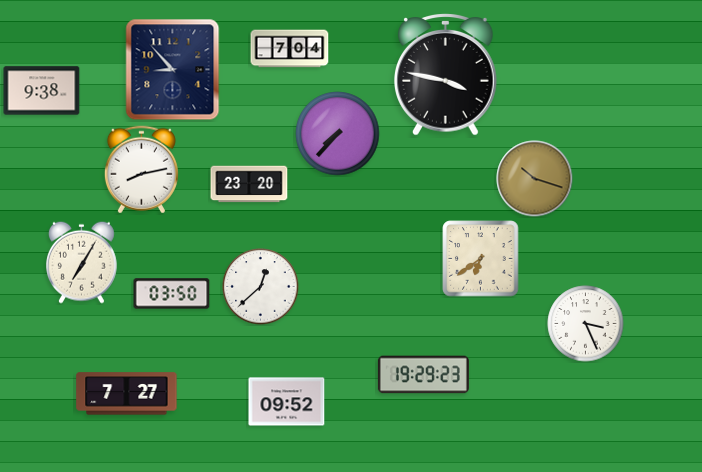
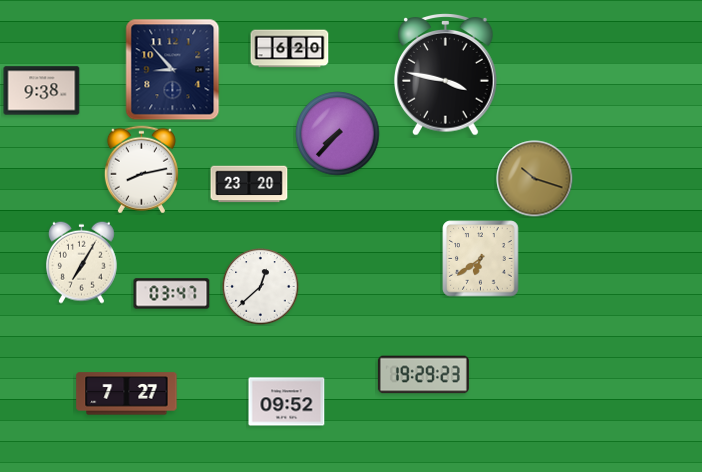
clock at (290, 49): 7:04 -> 6:20
clock at (172, 294): 03:50 -> 03:47
clock at (586, 324): 3:26 -> none
